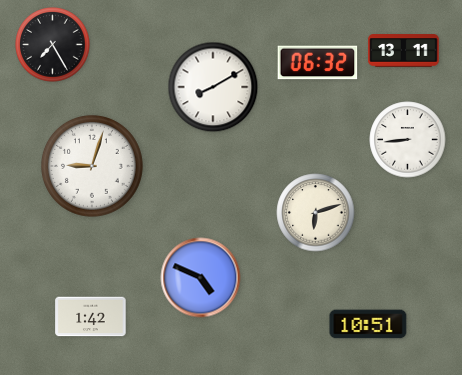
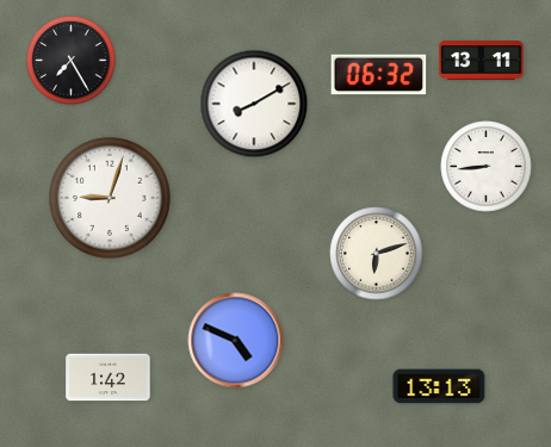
clock at (53, 45) position: (53, 45) -> (72, 61)
clock at (201, 278) position: (201, 278) -> (236, 341)
clock at (368, 324): 10:51 -> 13:13
